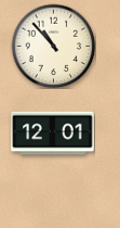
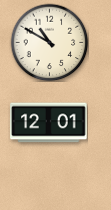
clock at (53, 46): 10:53 -> 10:50
